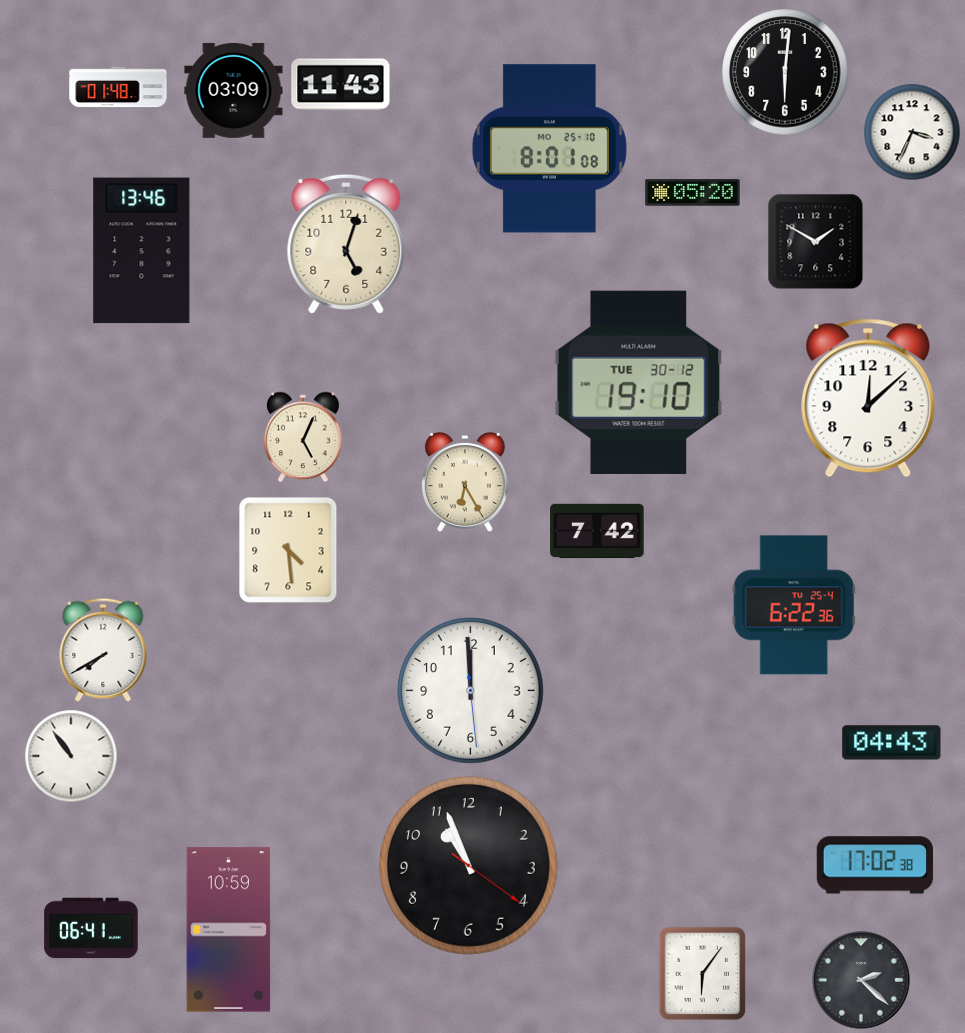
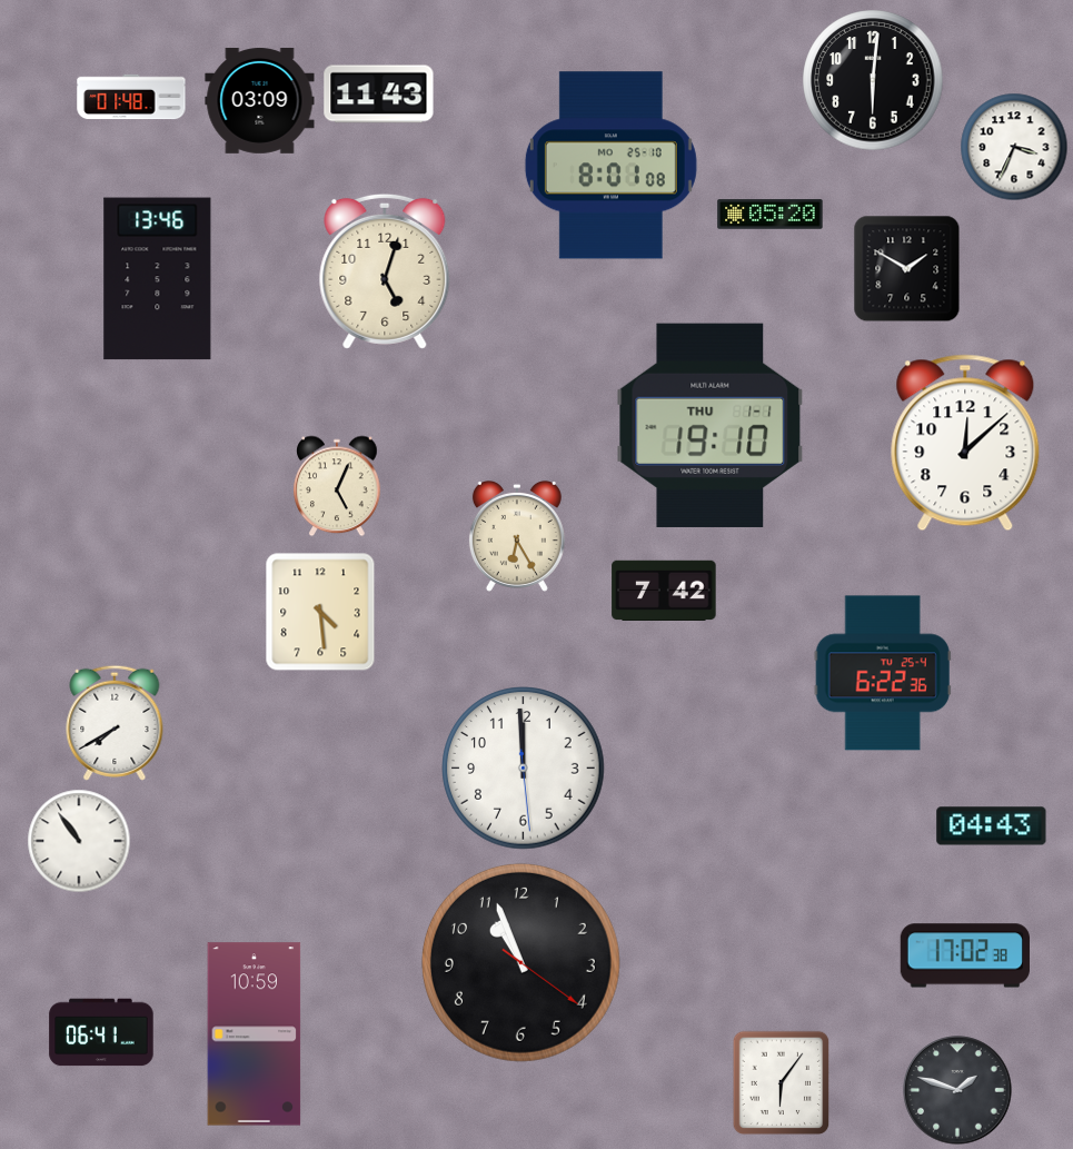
clock at (639, 382) date: TUE 30-12 -> THU 1-1
clock at (874, 865) position: (874, 865) -> (964, 955)
clock at (861, 980): 2:22 -> 1:48
